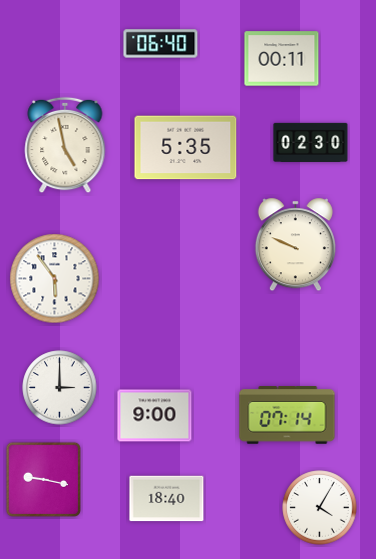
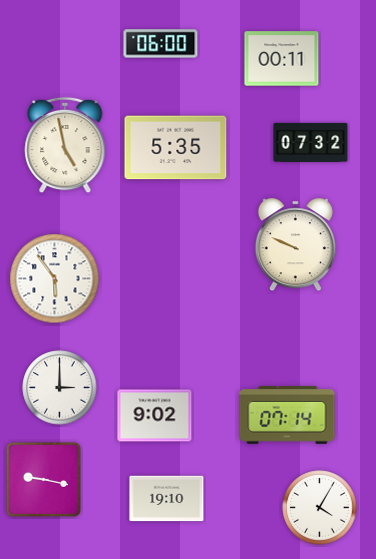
clock at (161, 44): 06:40 -> 06:00
clock at (311, 142): 02:30 -> 07:32
clock at (186, 148) position: (186, 148) -> (176, 148)
clock at (155, 416): 9:00 -> 9:02
clock at (167, 499): 18:40 -> 19:10
